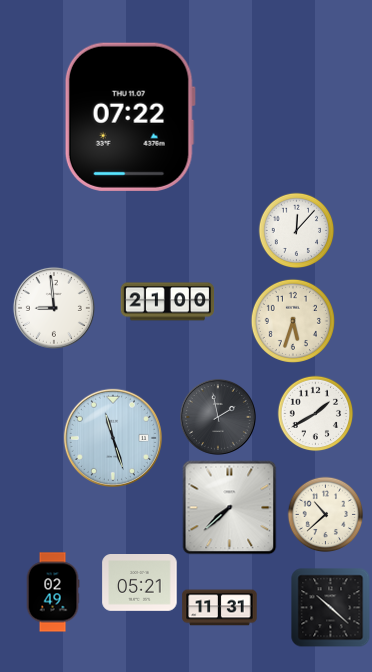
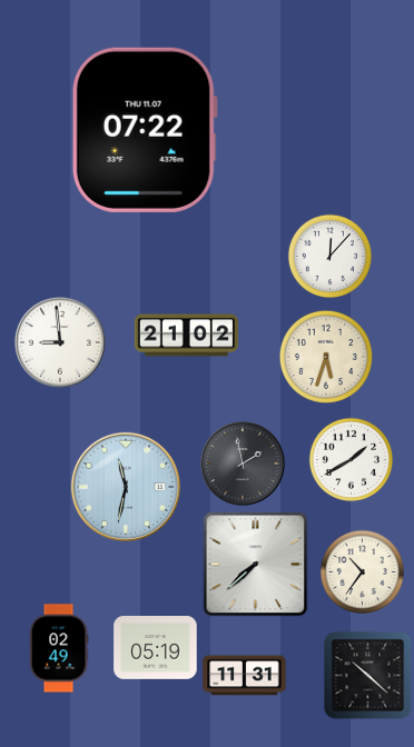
clock at (168, 302): 21:00 -> 21:02
clock at (113, 438): 11:27 -> 11:32
clock at (326, 515): 10:38 -> 10:36
clock at (140, 583): 05:21 -> 05:19
clock at (53, 592) position: (53, 592) -> (59, 648)
